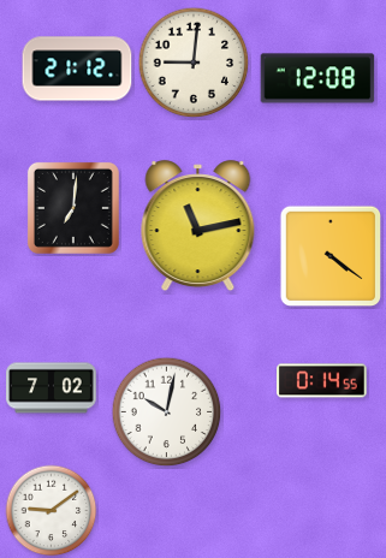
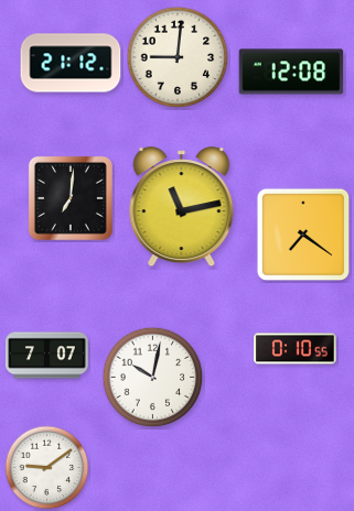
clock at (73, 208) position: (73, 208) -> (71, 198)
clock at (331, 256): 4:21 -> 7:21
clock at (322, 381): 0:14 -> 0:10
clock at (52, 388): 7:02 -> 7:07
